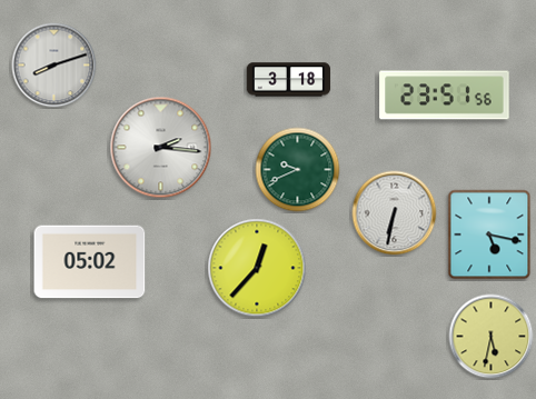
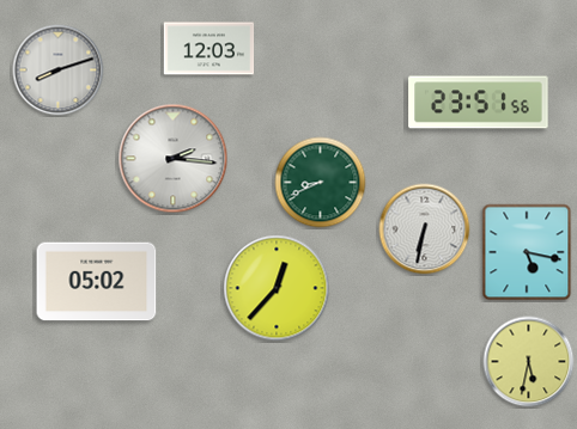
clock at (209, 49): none -> 12:03
clock at (289, 80): 3:18 -> none
clock at (298, 170): 9:41 -> 8:41
